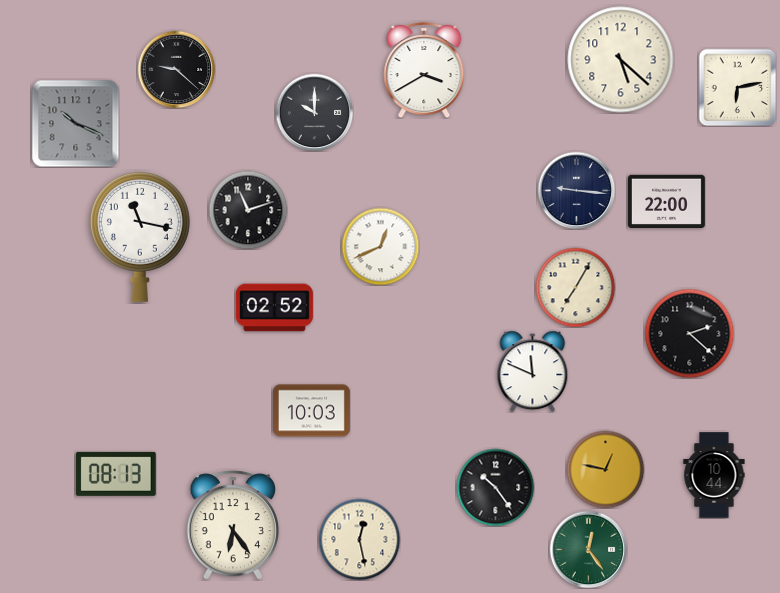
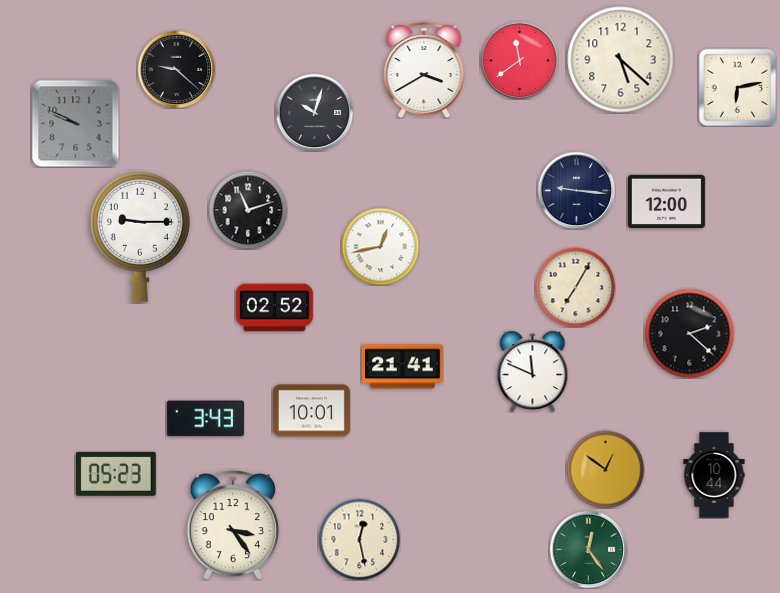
clock at (519, 60): none -> 11:39
clock at (314, 112): 10:00 -> 10:03
clock at (75, 123): 10:19 -> 9:49
clock at (666, 201): 22:00 -> 12:00
clock at (140, 237): 11:17 -> 9:15
clock at (380, 246): 12:41 -> 12:43
clock at (403, 367): none -> 21:41
clock at (311, 411): 10:03 -> 10:01
clock at (205, 419): none -> 3:43
clock at (605, 469): 12:47 -> 12:51
clock at (116, 474): 08:13 -> 05:23
clock at (495, 487): 10:24 -> none
clock at (233, 525): 6:24 -> 3:24
